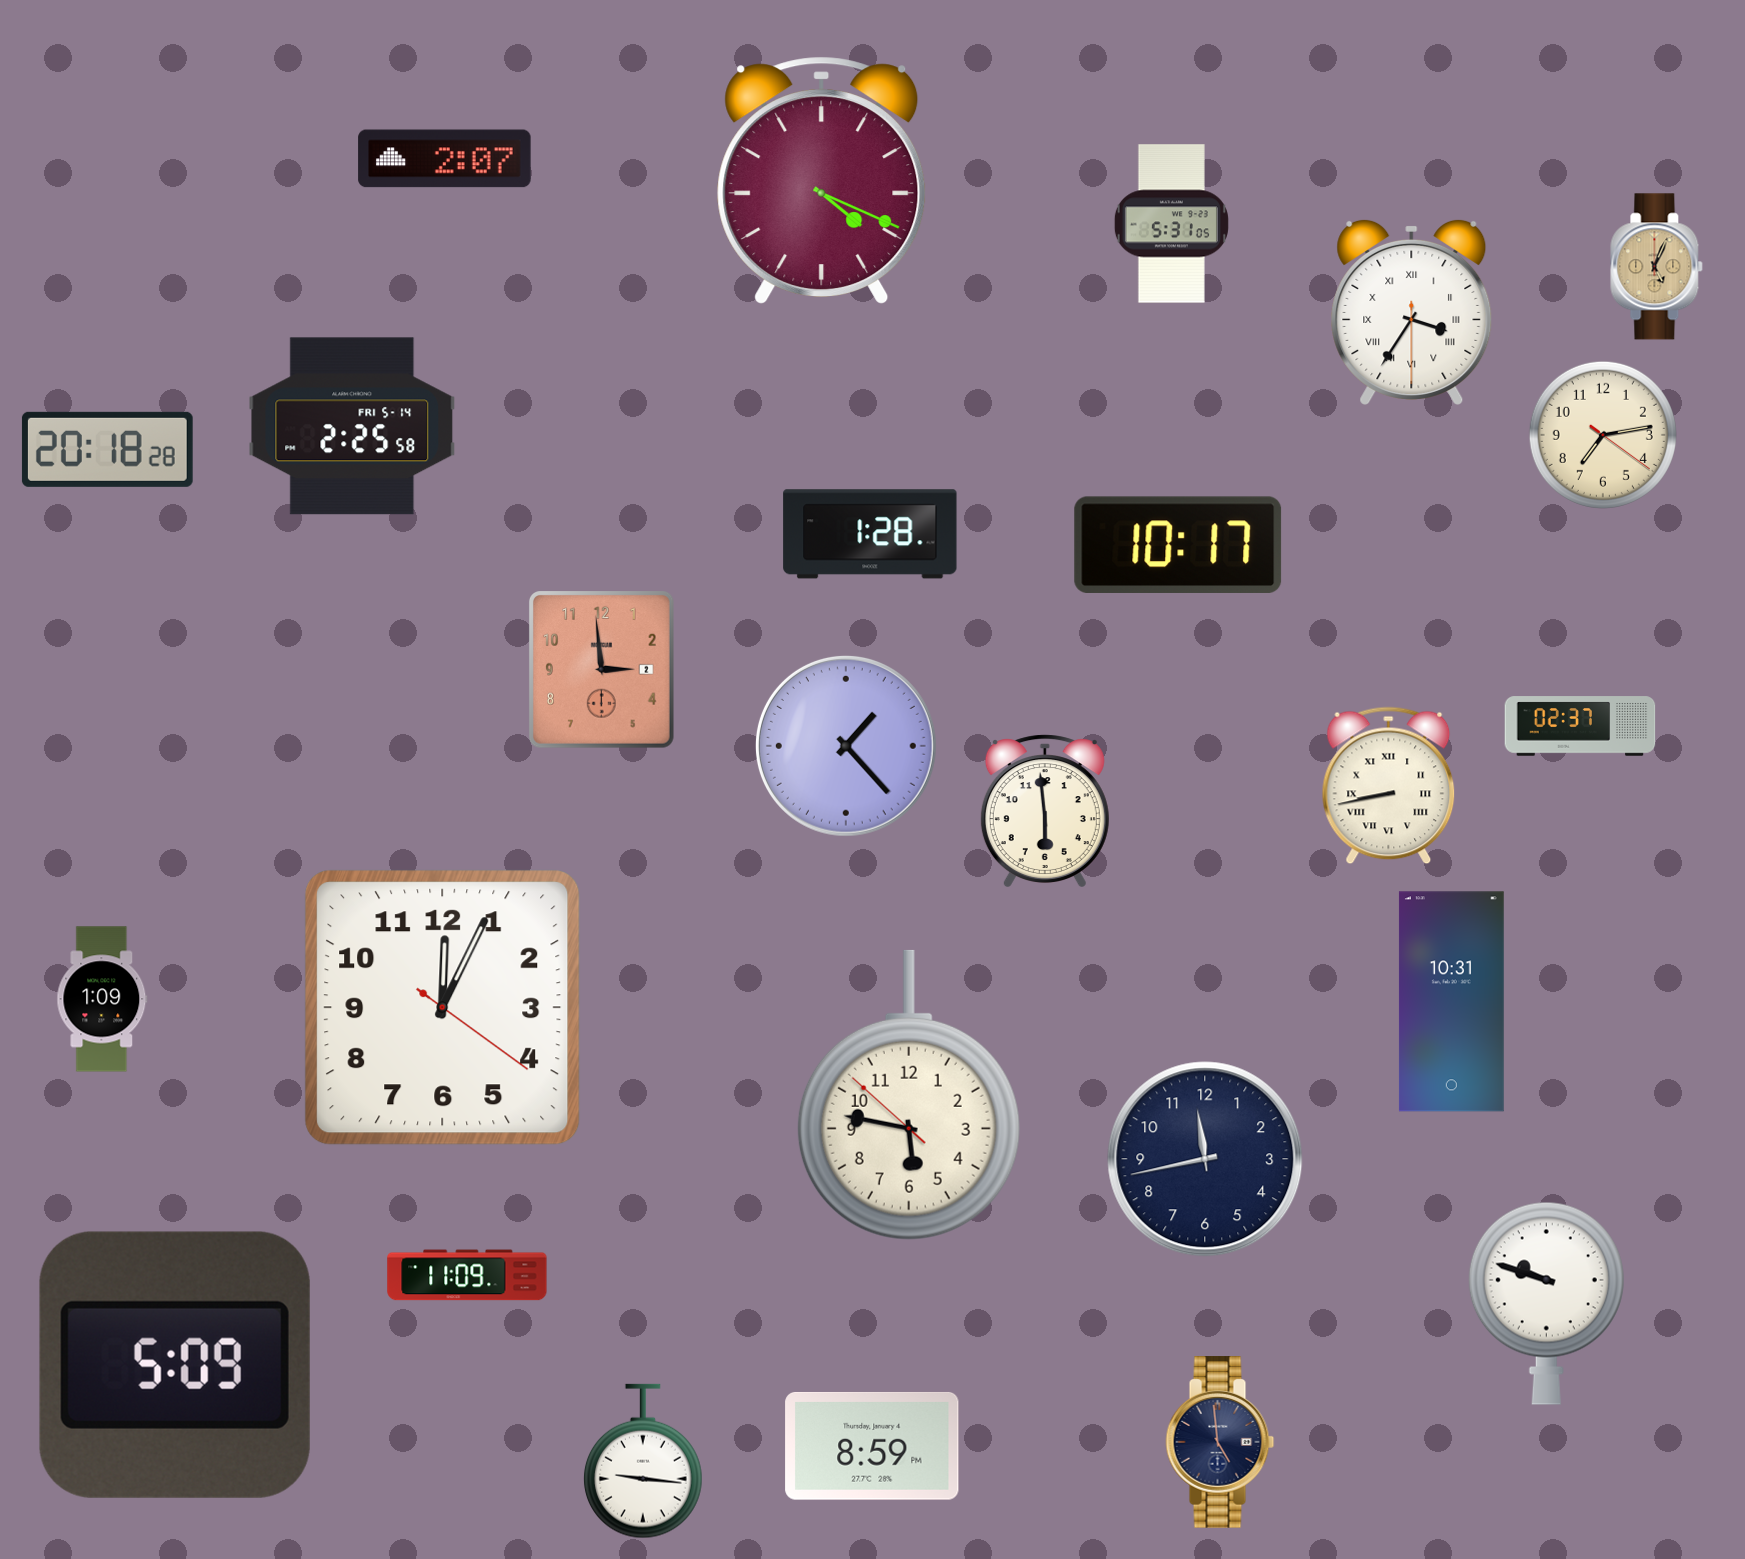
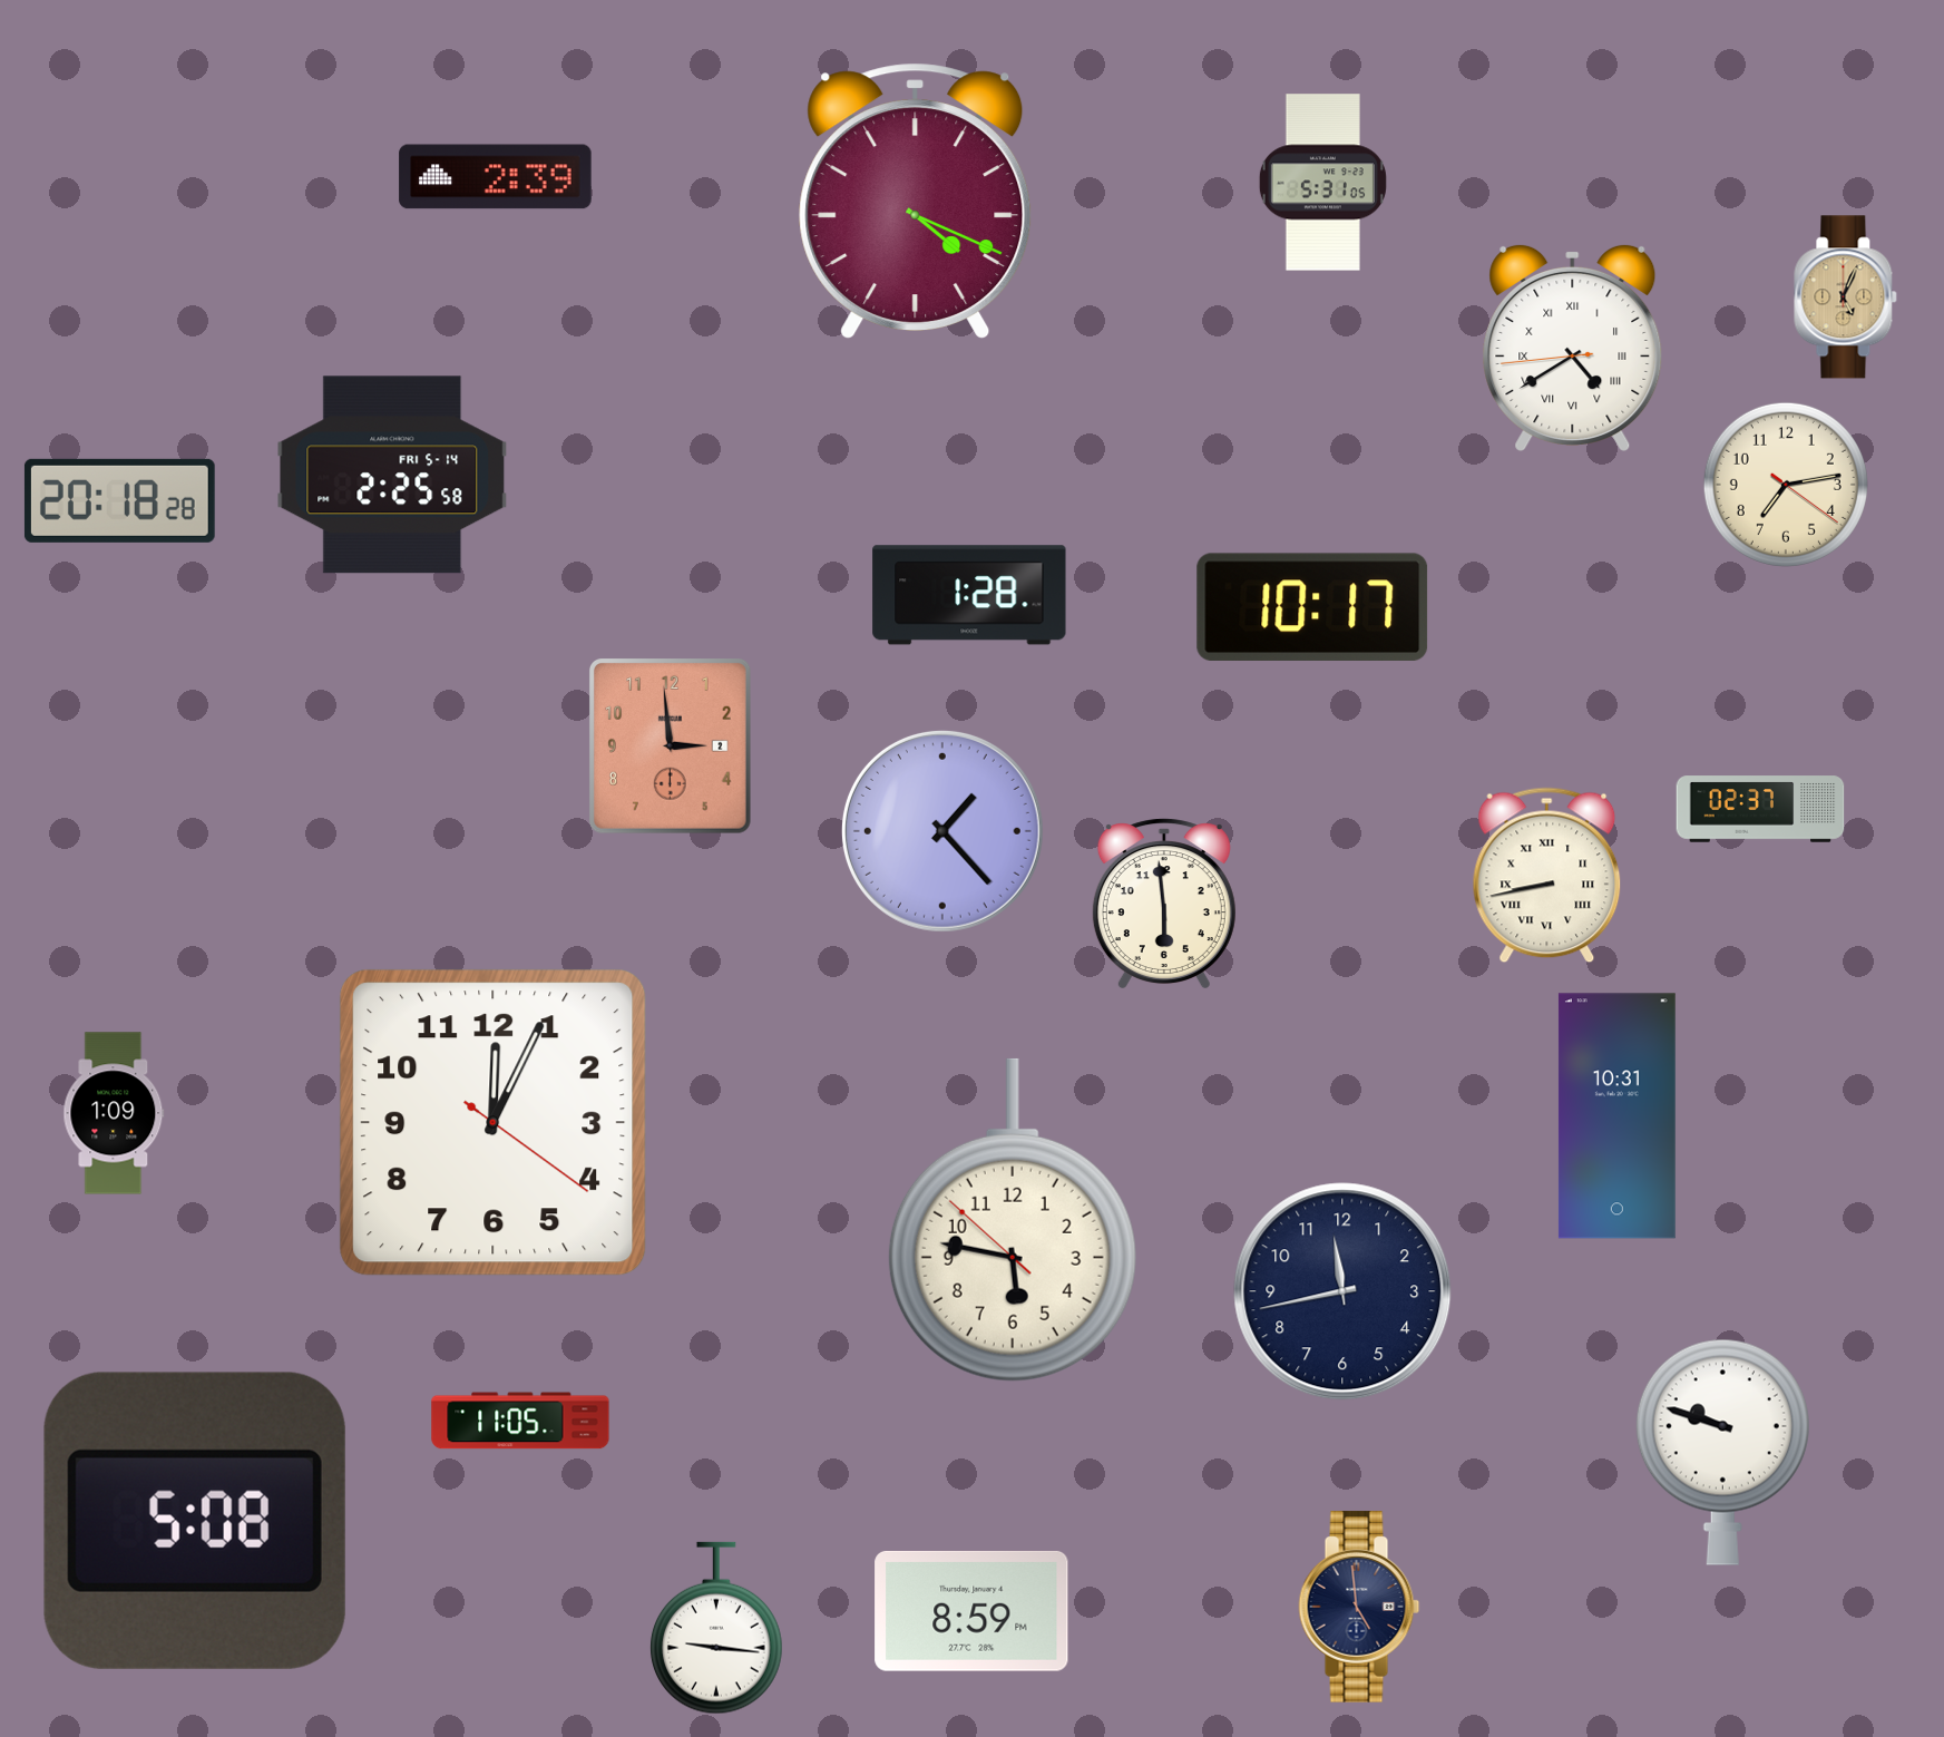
clock at (445, 159): 2:07 -> 2:39
clock at (1171, 224) position: (1171, 224) -> (1322, 183)
clock at (1412, 312): 3:35 -> 4:39
clock at (467, 1275): 11:09 -> 11:05
clock at (175, 1365): 5:09 -> 5:08
